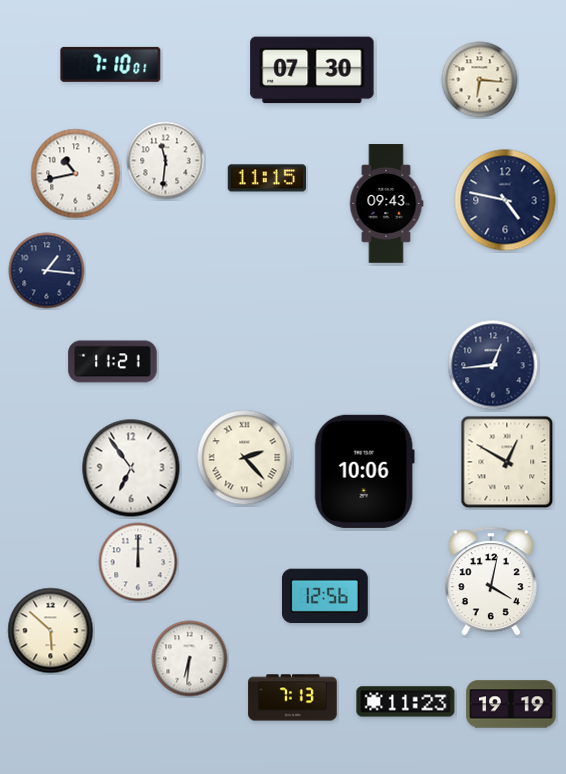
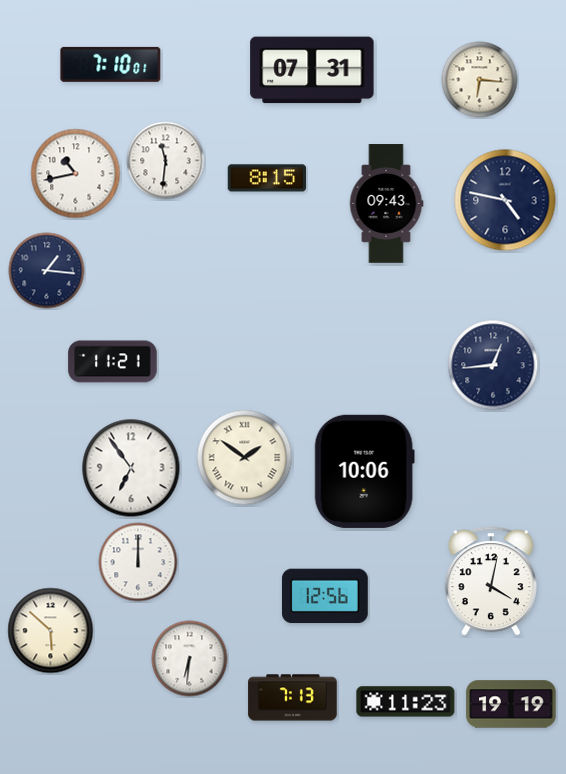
clock at (312, 70): 07:30 -> 07:31
clock at (266, 178): 11:15 -> 8:15
clock at (245, 458): 2:23 -> 1:51
clock at (507, 462): 12:50 -> none
